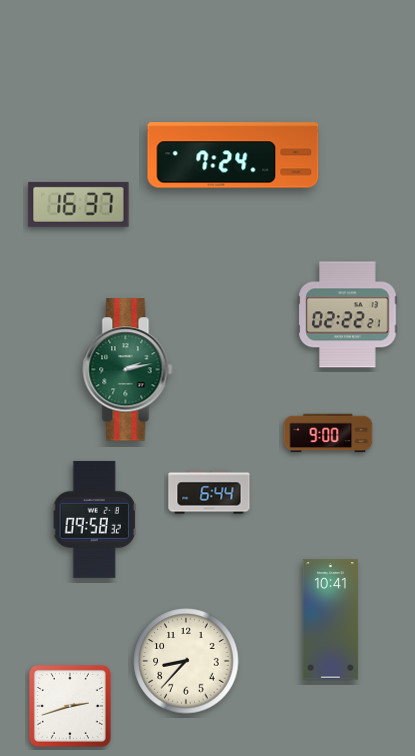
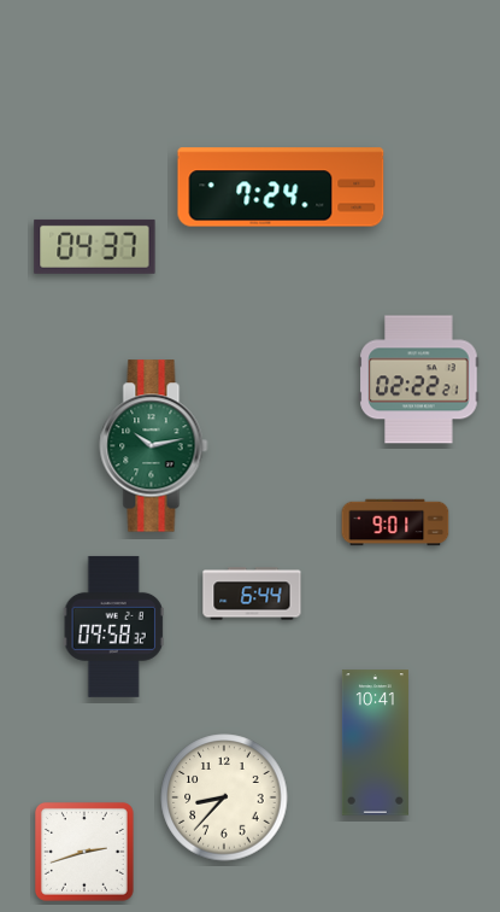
clock at (79, 204): 16:37 -> 04:37
clock at (128, 370): 2:13 -> 10:13
clock at (328, 433): 9:00 -> 9:01
clock at (330, 620) position: (330, 620) -> (375, 743)
